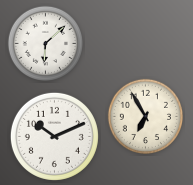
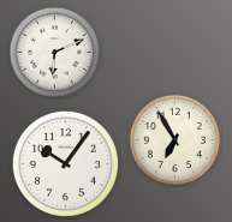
clock at (45, 43): 6:08 -> 6:11
clock at (54, 136): 10:11 -> 10:06
